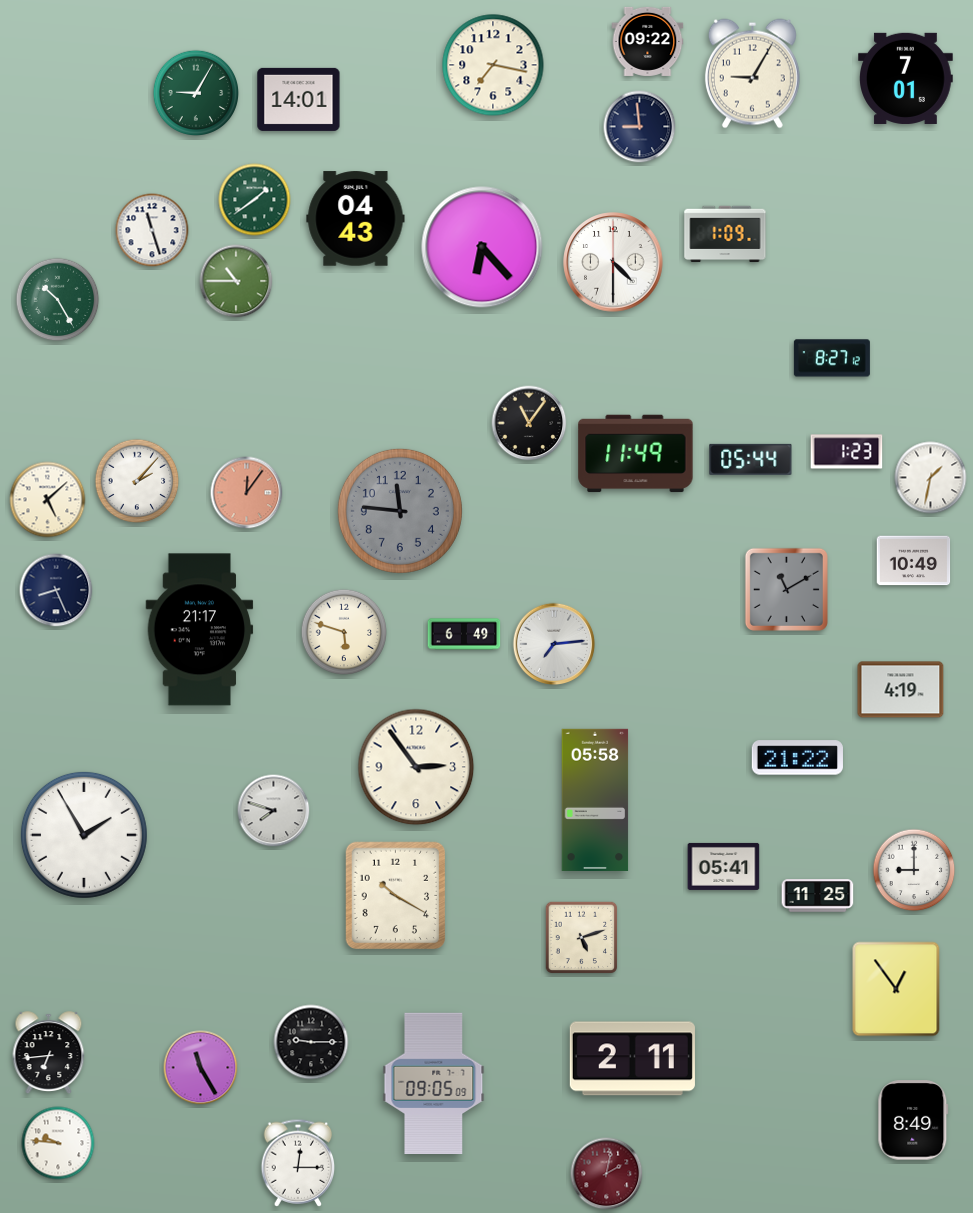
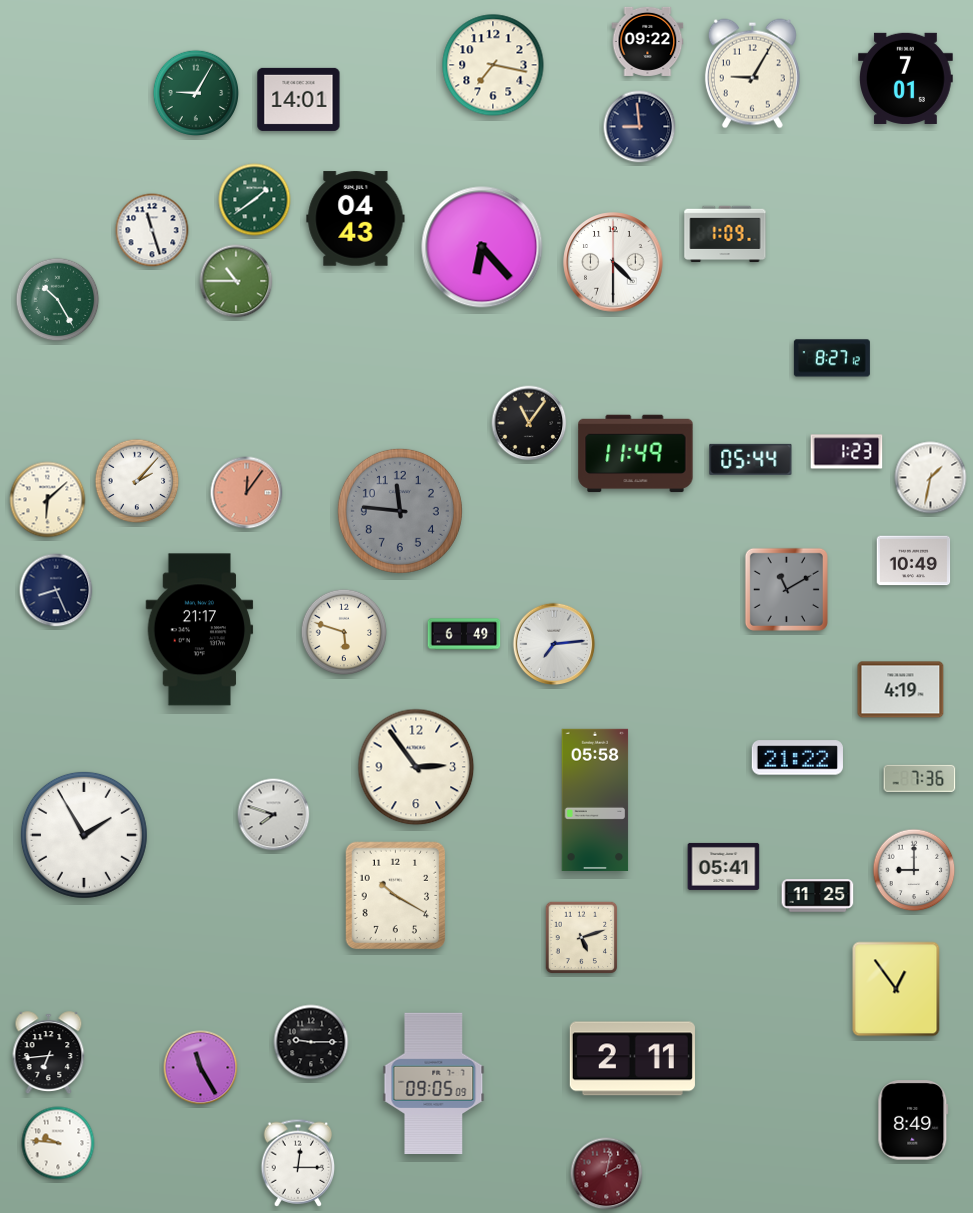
clock at (48, 500): 5:08 -> 6:08
clock at (920, 778): none -> 7:36
clock at (274, 811) position: (274, 811) -> (274, 815)
